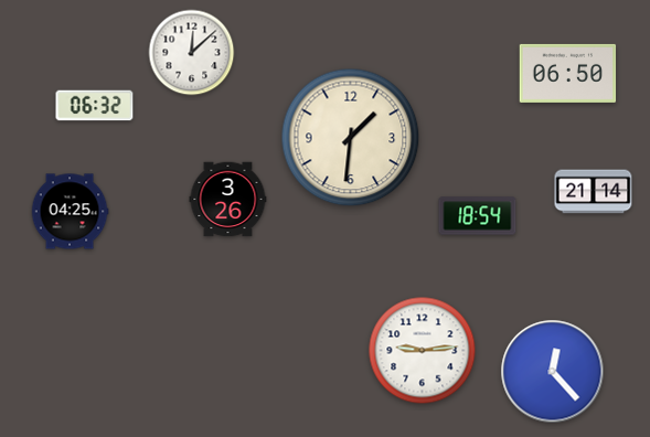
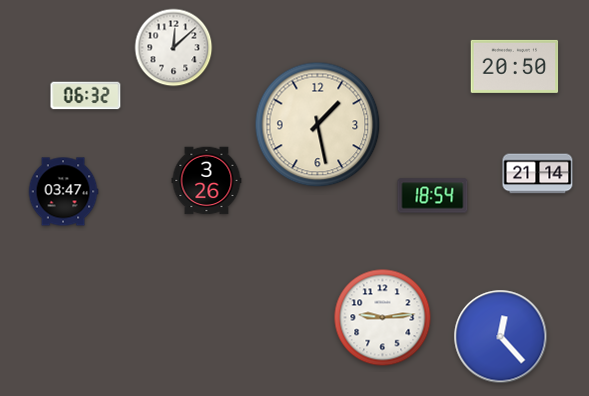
clock at (568, 73): 06:50 -> 20:50
clock at (351, 138): 1:31 -> 1:28
clock at (70, 212): 04:25 -> 03:47
